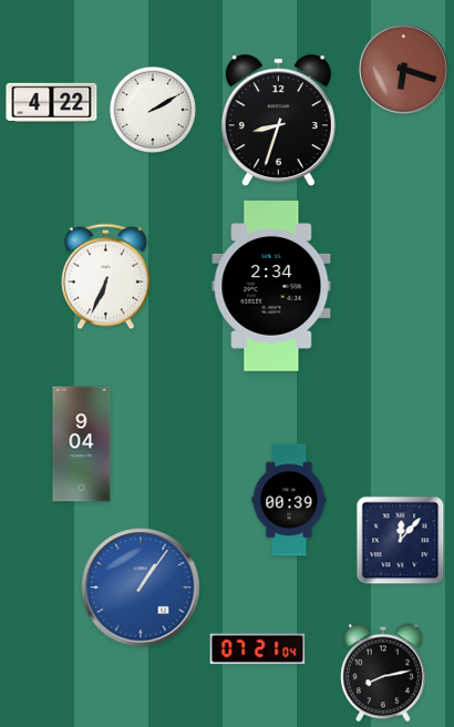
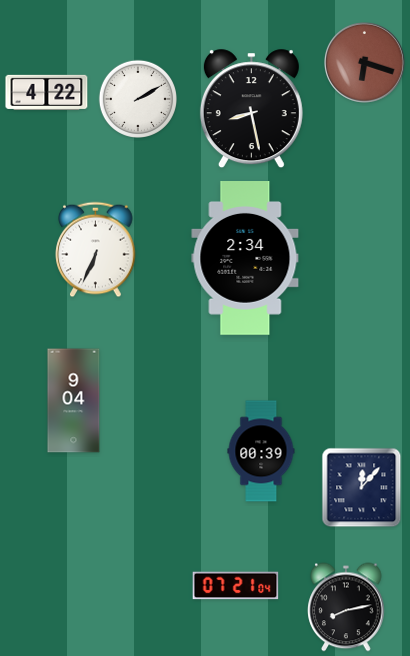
clock at (278, 121): 8:33 -> 8:28
clock at (141, 587): 1:06 -> none
clock at (258, 649) position: (258, 649) -> (236, 586)
